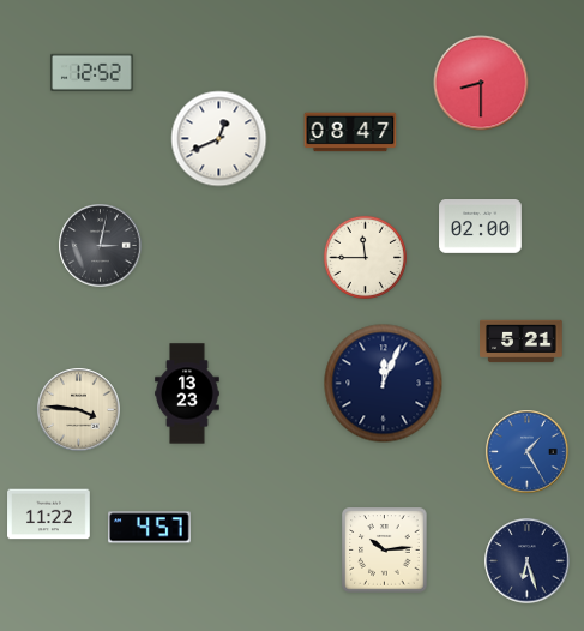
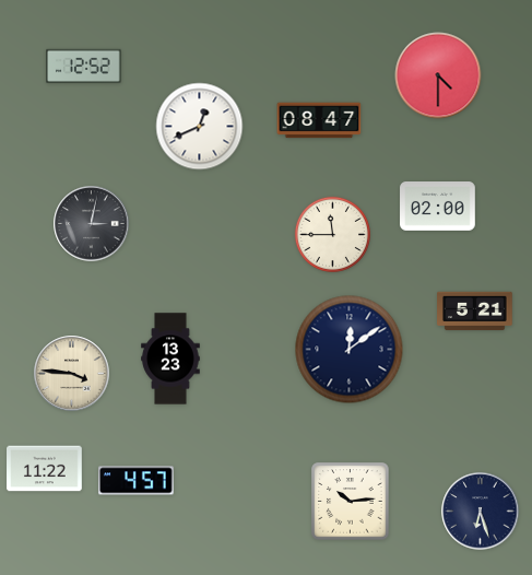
clock at (481, 83): 8:30 -> 4:30
clock at (384, 384): 12:04 -> 12:09
clock at (528, 452): 1:25 -> none
